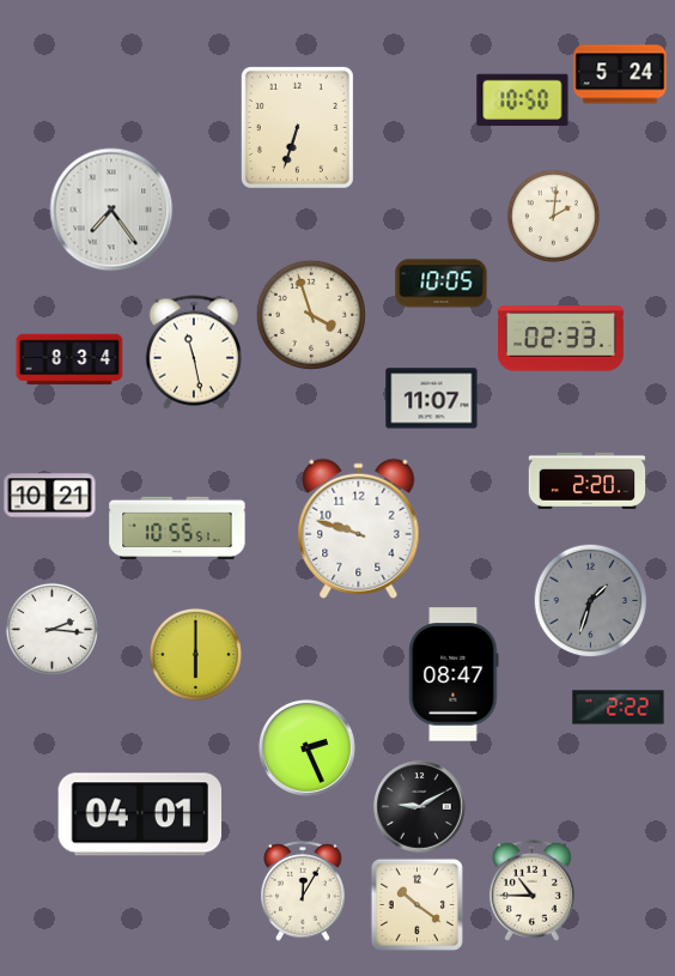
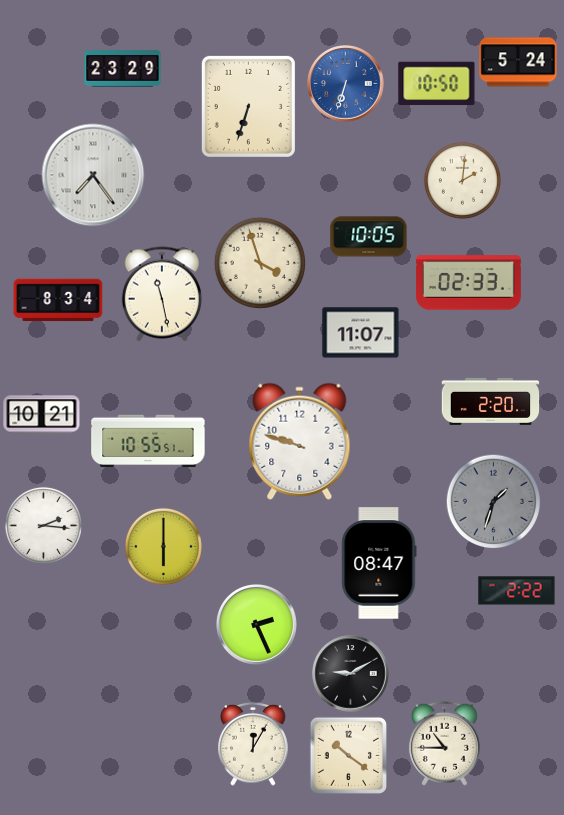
clock at (123, 69): none -> 23:29
clock at (346, 84): none -> 6:33
clock at (139, 814): 04:01 -> none
